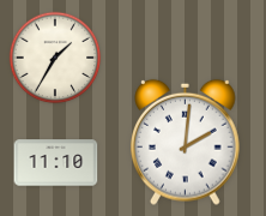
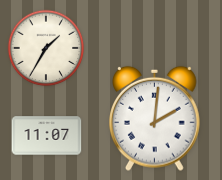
clock at (56, 163): 11:10 -> 11:07
